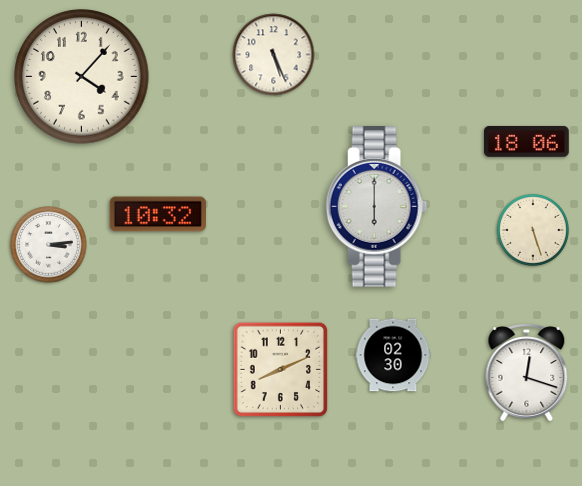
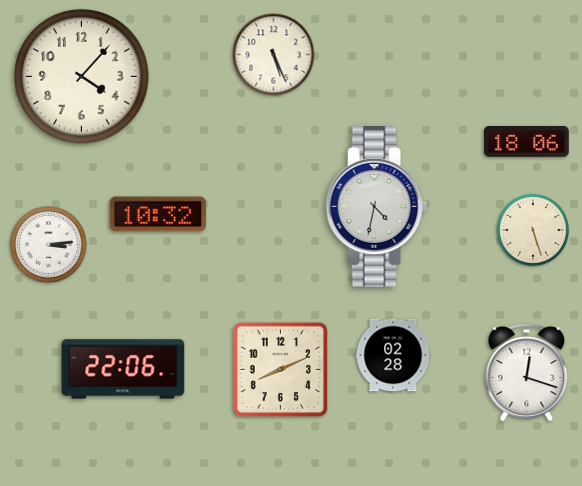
clock at (377, 207): 6:00 -> 4:32
clock at (393, 355): 02:30 -> 02:28
clock at (123, 369): none -> 22:06
